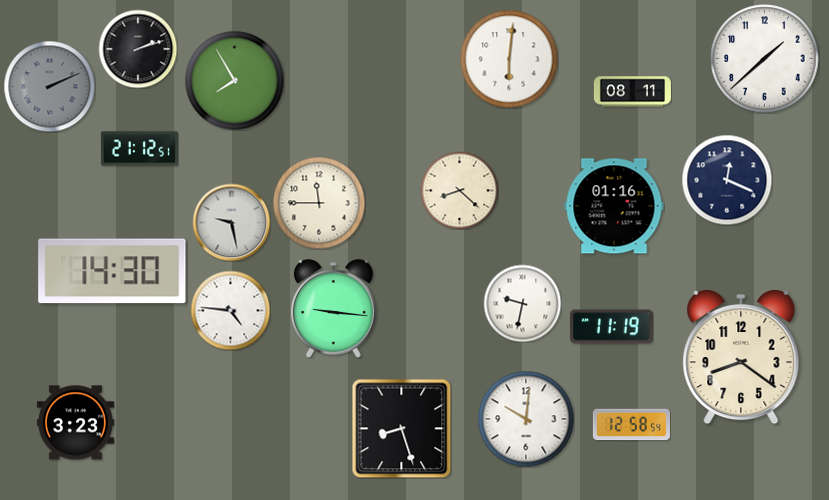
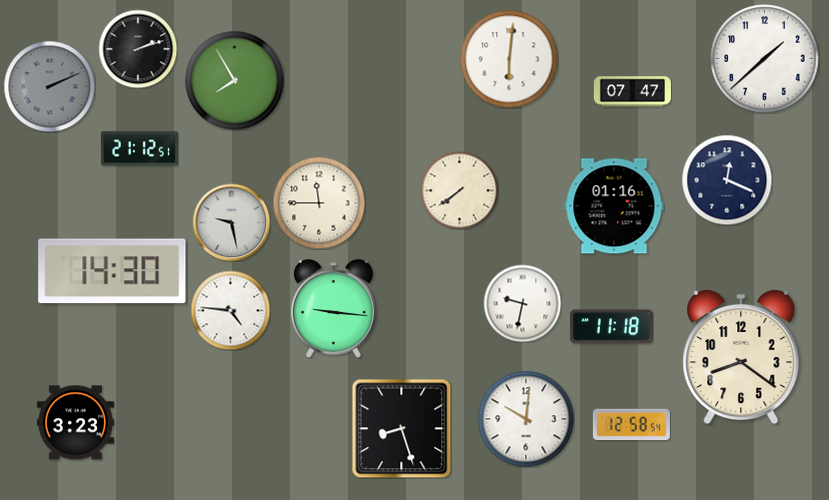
clock at (632, 92): 08:11 -> 07:47
clock at (459, 190): 8:22 -> 7:39
clock at (611, 327): 11:19 -> 11:18
